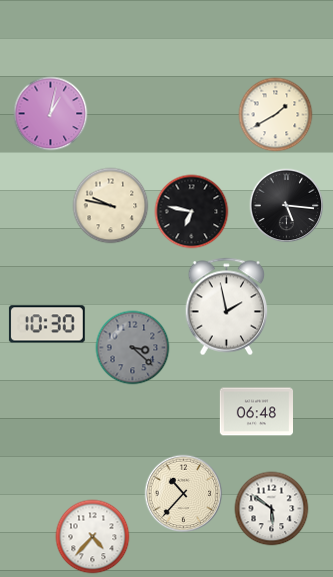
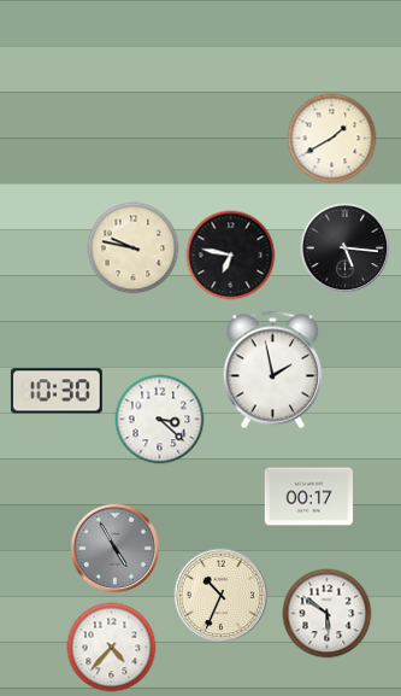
clock at (51, 114): 1:02 -> none
clock at (133, 348) dial: grey -> white
clock at (256, 412): 06:48 -> 00:17
clock at (116, 549): none -> 4:55
clock at (184, 494): 10:37 -> 10:34
